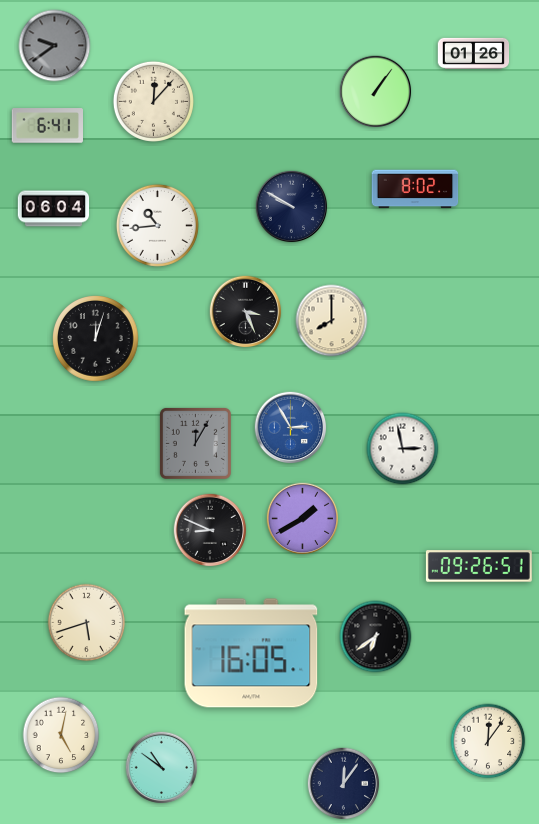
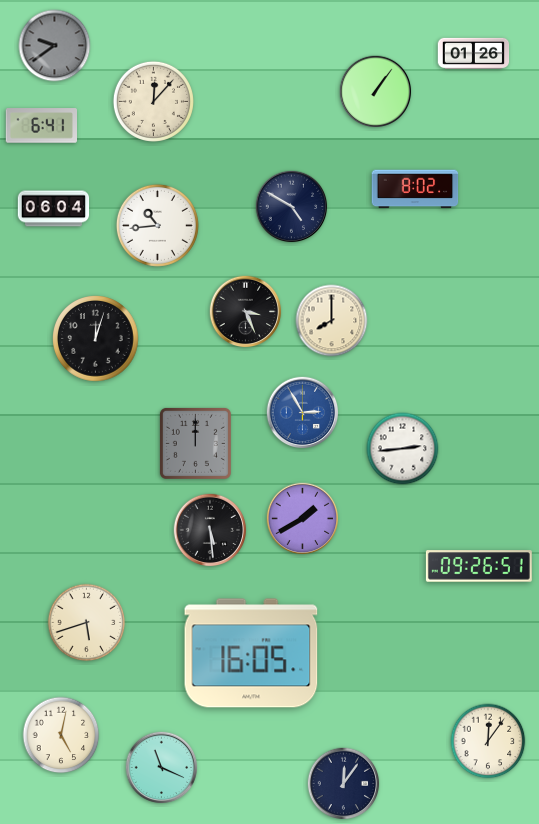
clock at (47, 126) position: (47, 126) -> (41, 126)
clock at (292, 207): 9:50 -> 4:50
clock at (291, 428) position: (291, 428) -> (303, 413)
clock at (195, 443): 12:05 -> 12:00
clock at (403, 449): 2:58 -> 2:44
clock at (210, 530): 8:49 -> 5:29
clock at (376, 637): 6:39 -> none
clock at (162, 768): 10:51 -> 11:19
